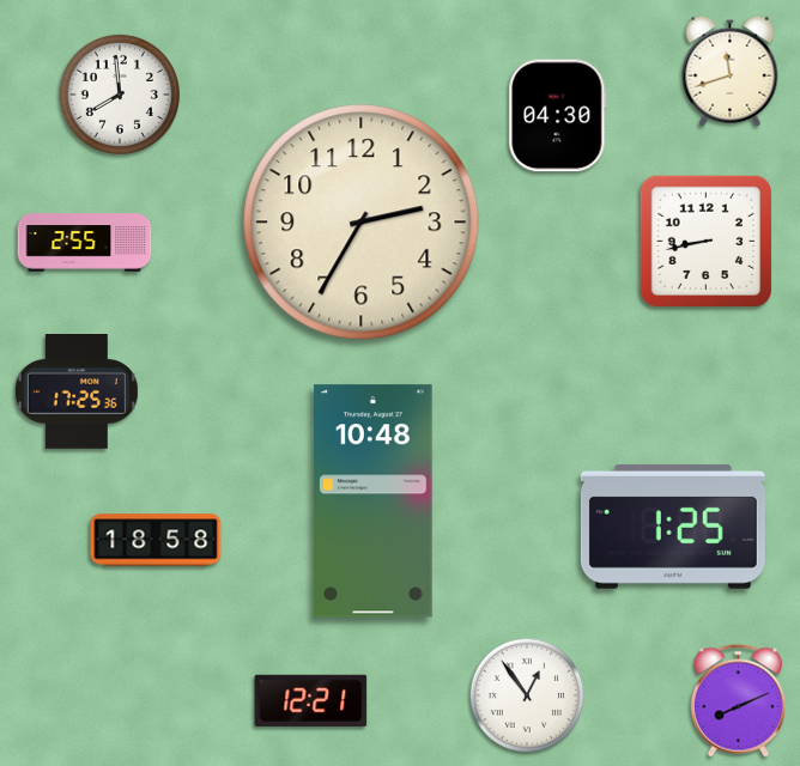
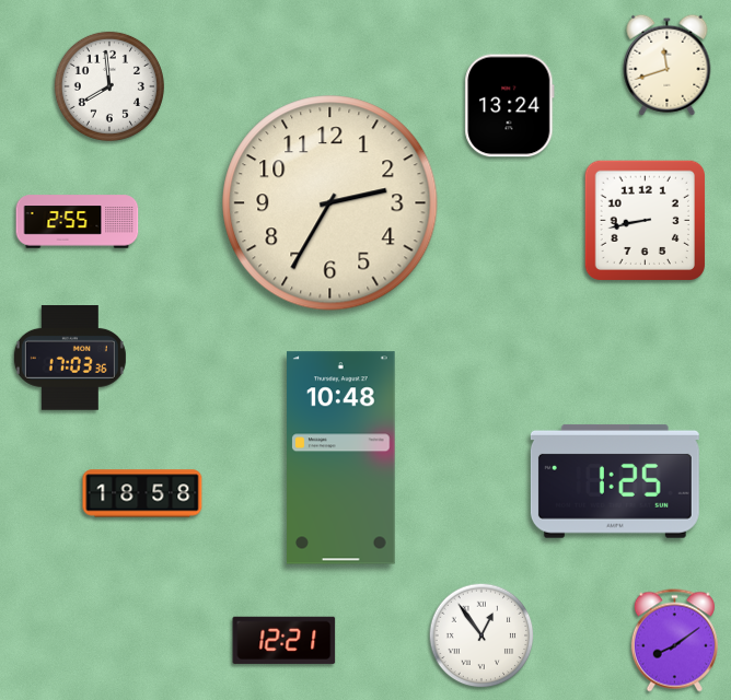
clock at (558, 116): 04:30 -> 13:24
clock at (77, 393): 17:25 -> 17:03
clock at (738, 701): 8:11 -> 8:09
